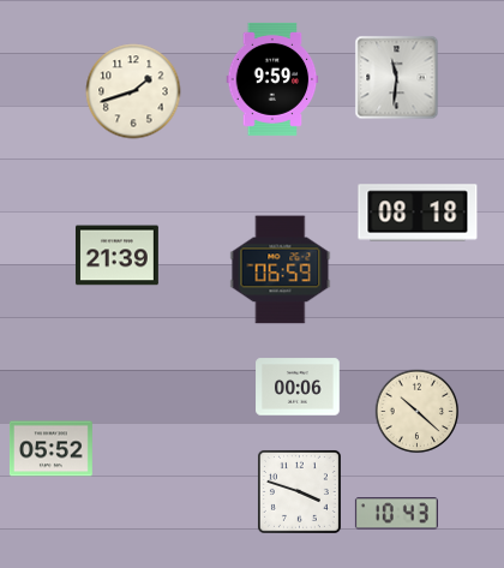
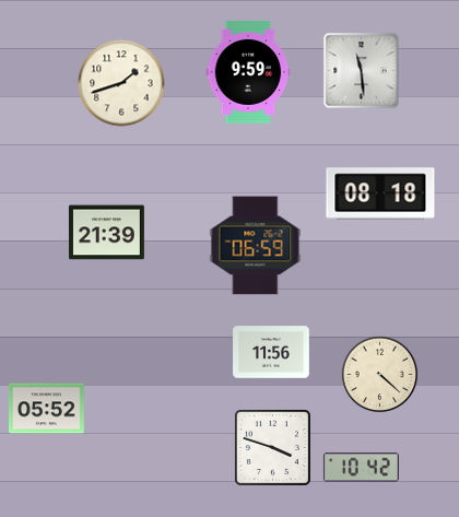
clock at (397, 78): 11:31 -> 11:29
clock at (298, 387): 00:06 -> 11:56
clock at (418, 412): 10:22 -> 4:22
clock at (396, 514): 10:43 -> 10:42
